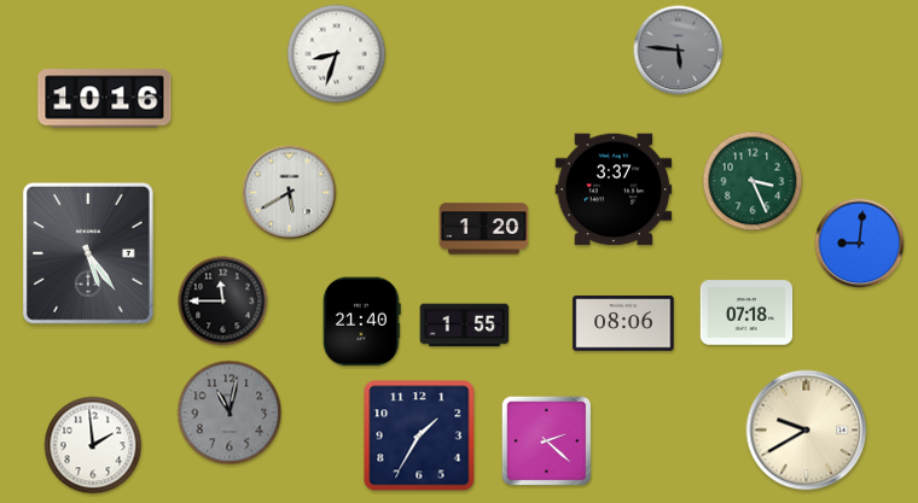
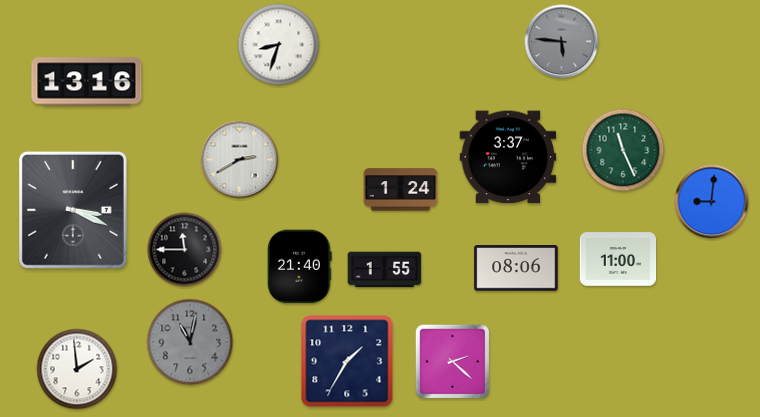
clock at (105, 99): 10:16 -> 13:16
clock at (753, 181): 3:26 -> 11:26
clock at (290, 193): 5:40 -> 2:40
clock at (484, 229): 1:20 -> 1:24
clock at (88, 253): 5:24 -> 3:19
clock at (746, 312): 07:18 -> 11:00
clock at (807, 431): 9:40 -> none
clock at (547, 441) position: (547, 441) -> (453, 362)
